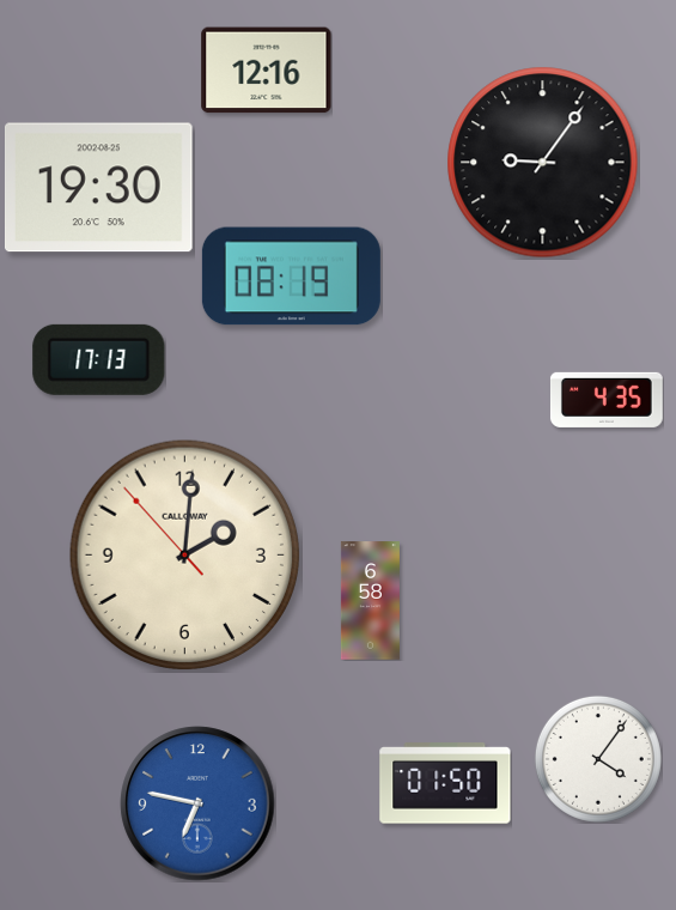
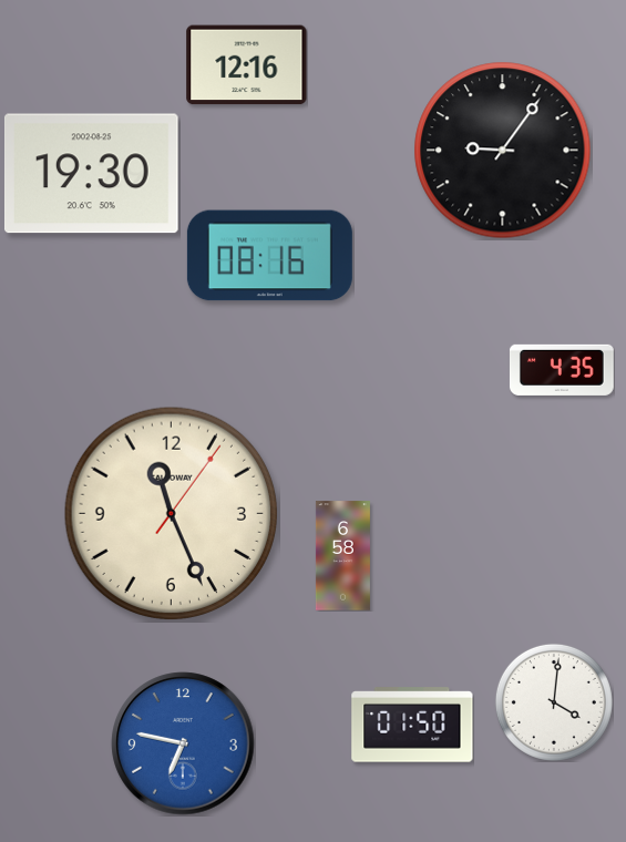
clock at (291, 277): 08:19 -> 08:16
clock at (99, 359): 17:13 -> none
clock at (184, 554): 2:00 -> 11:26
clock at (598, 759): 4:06 -> 4:01
